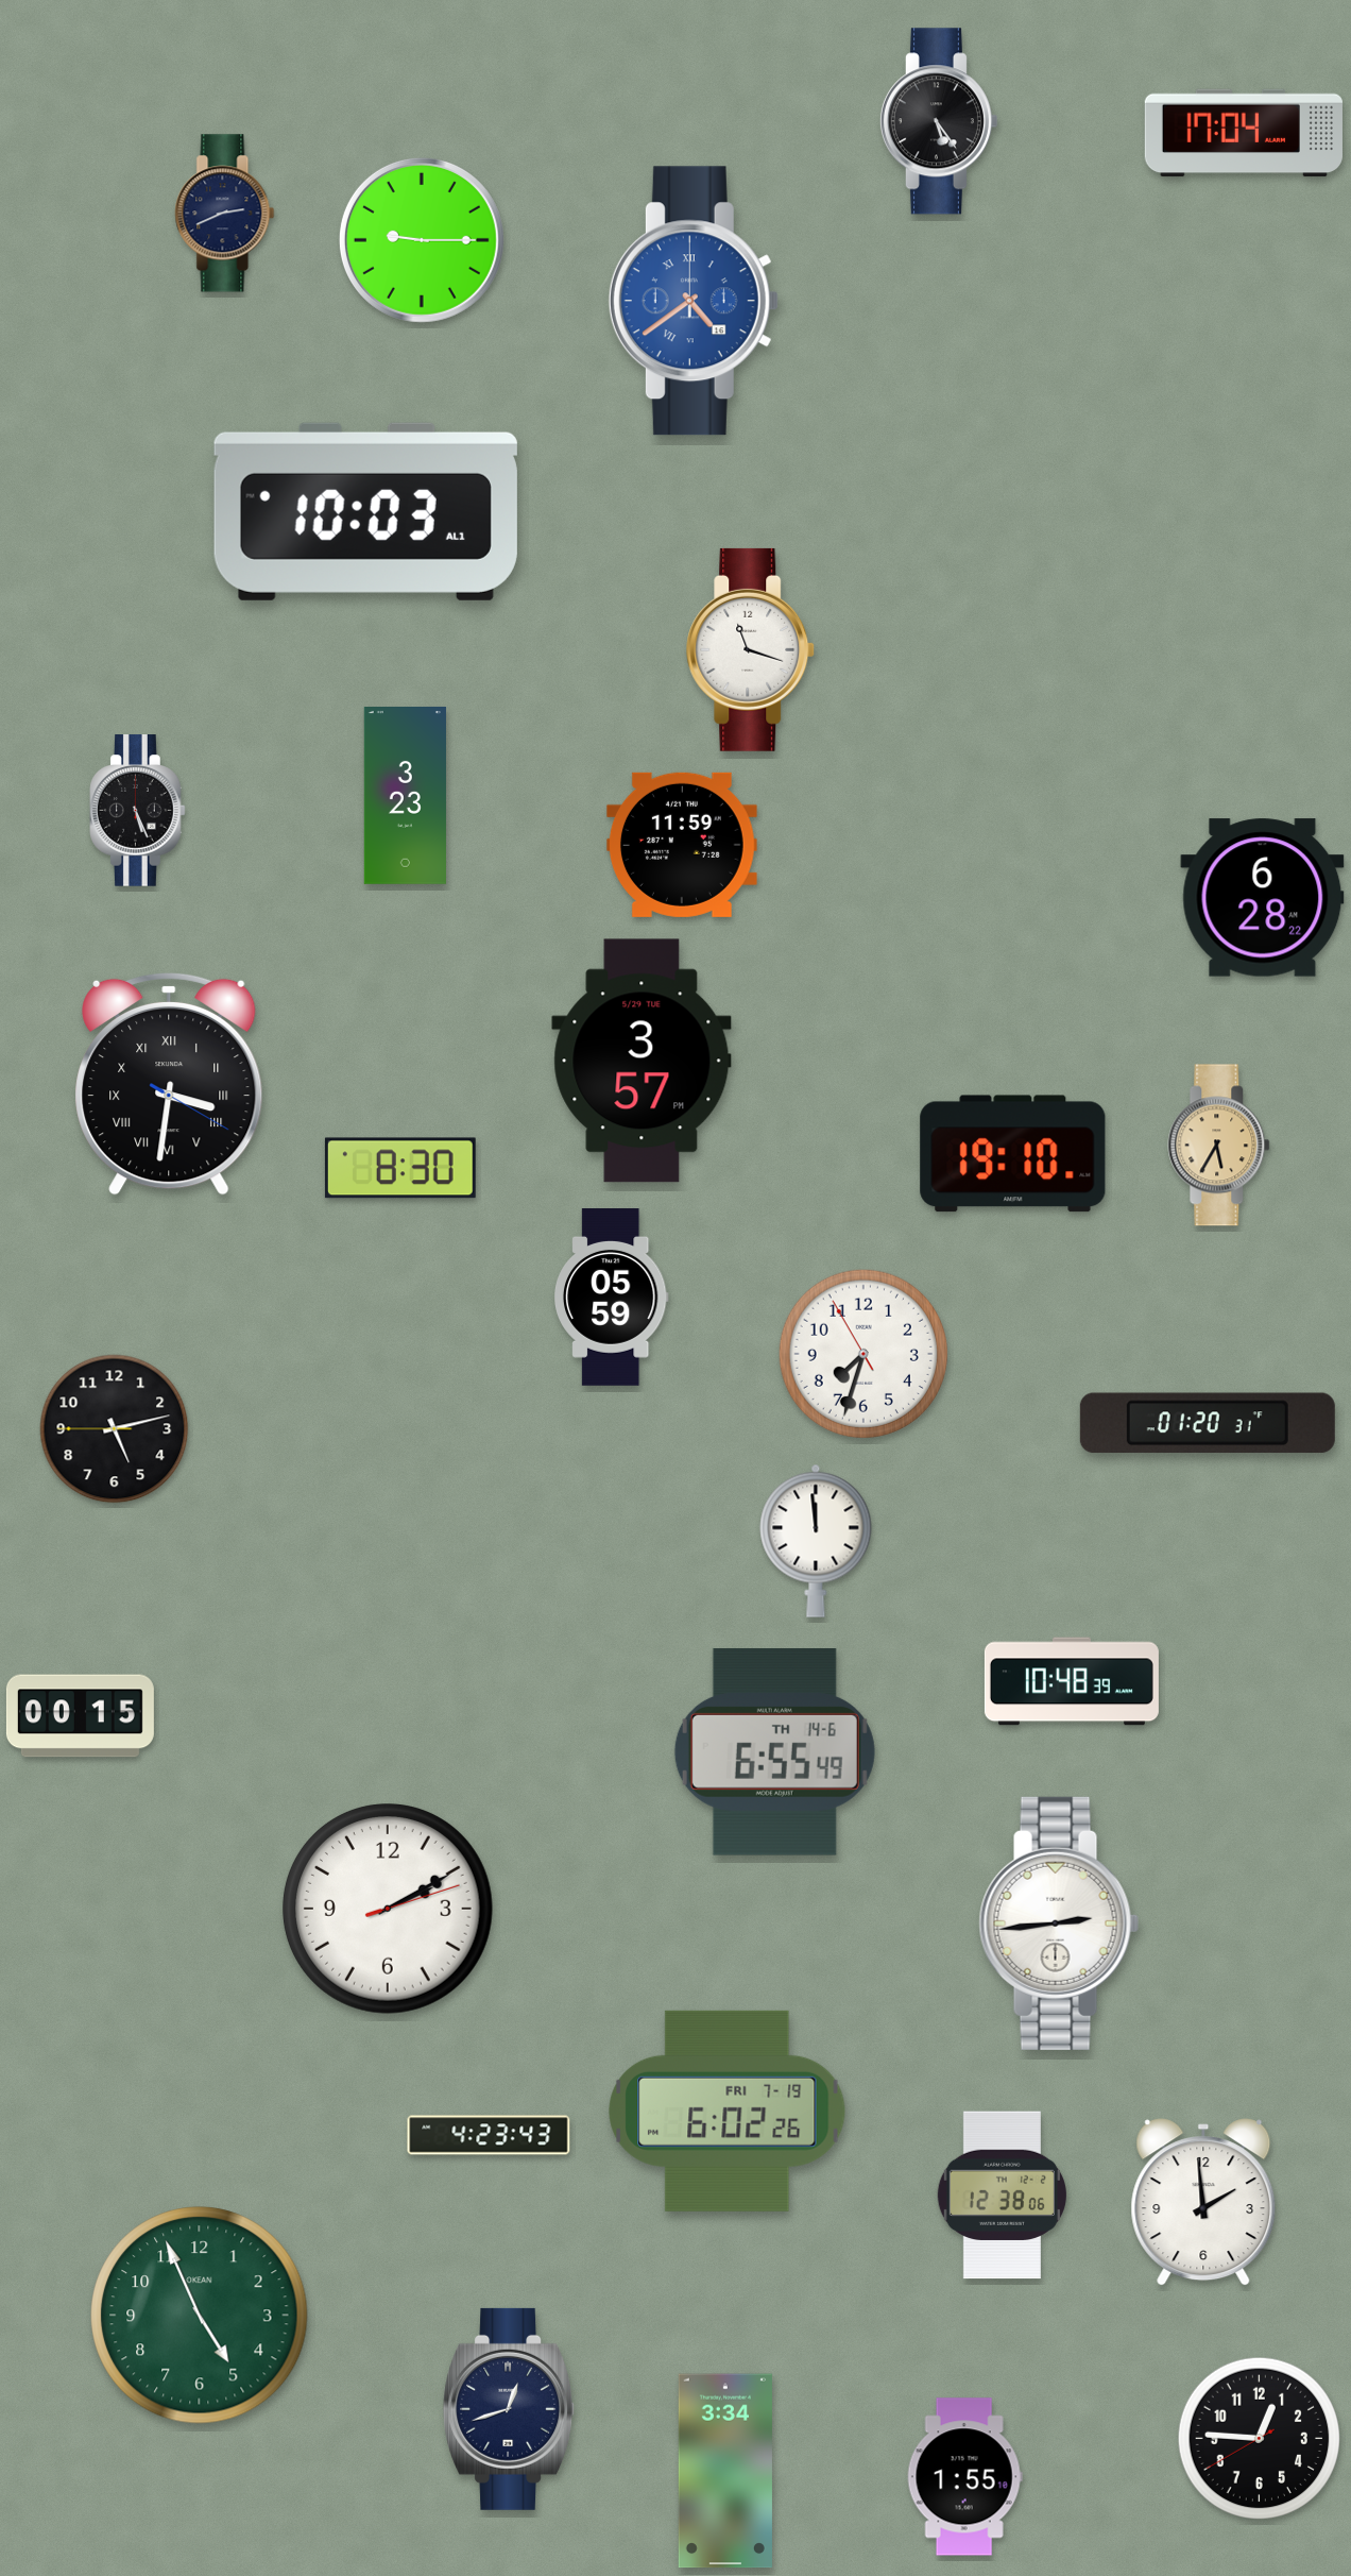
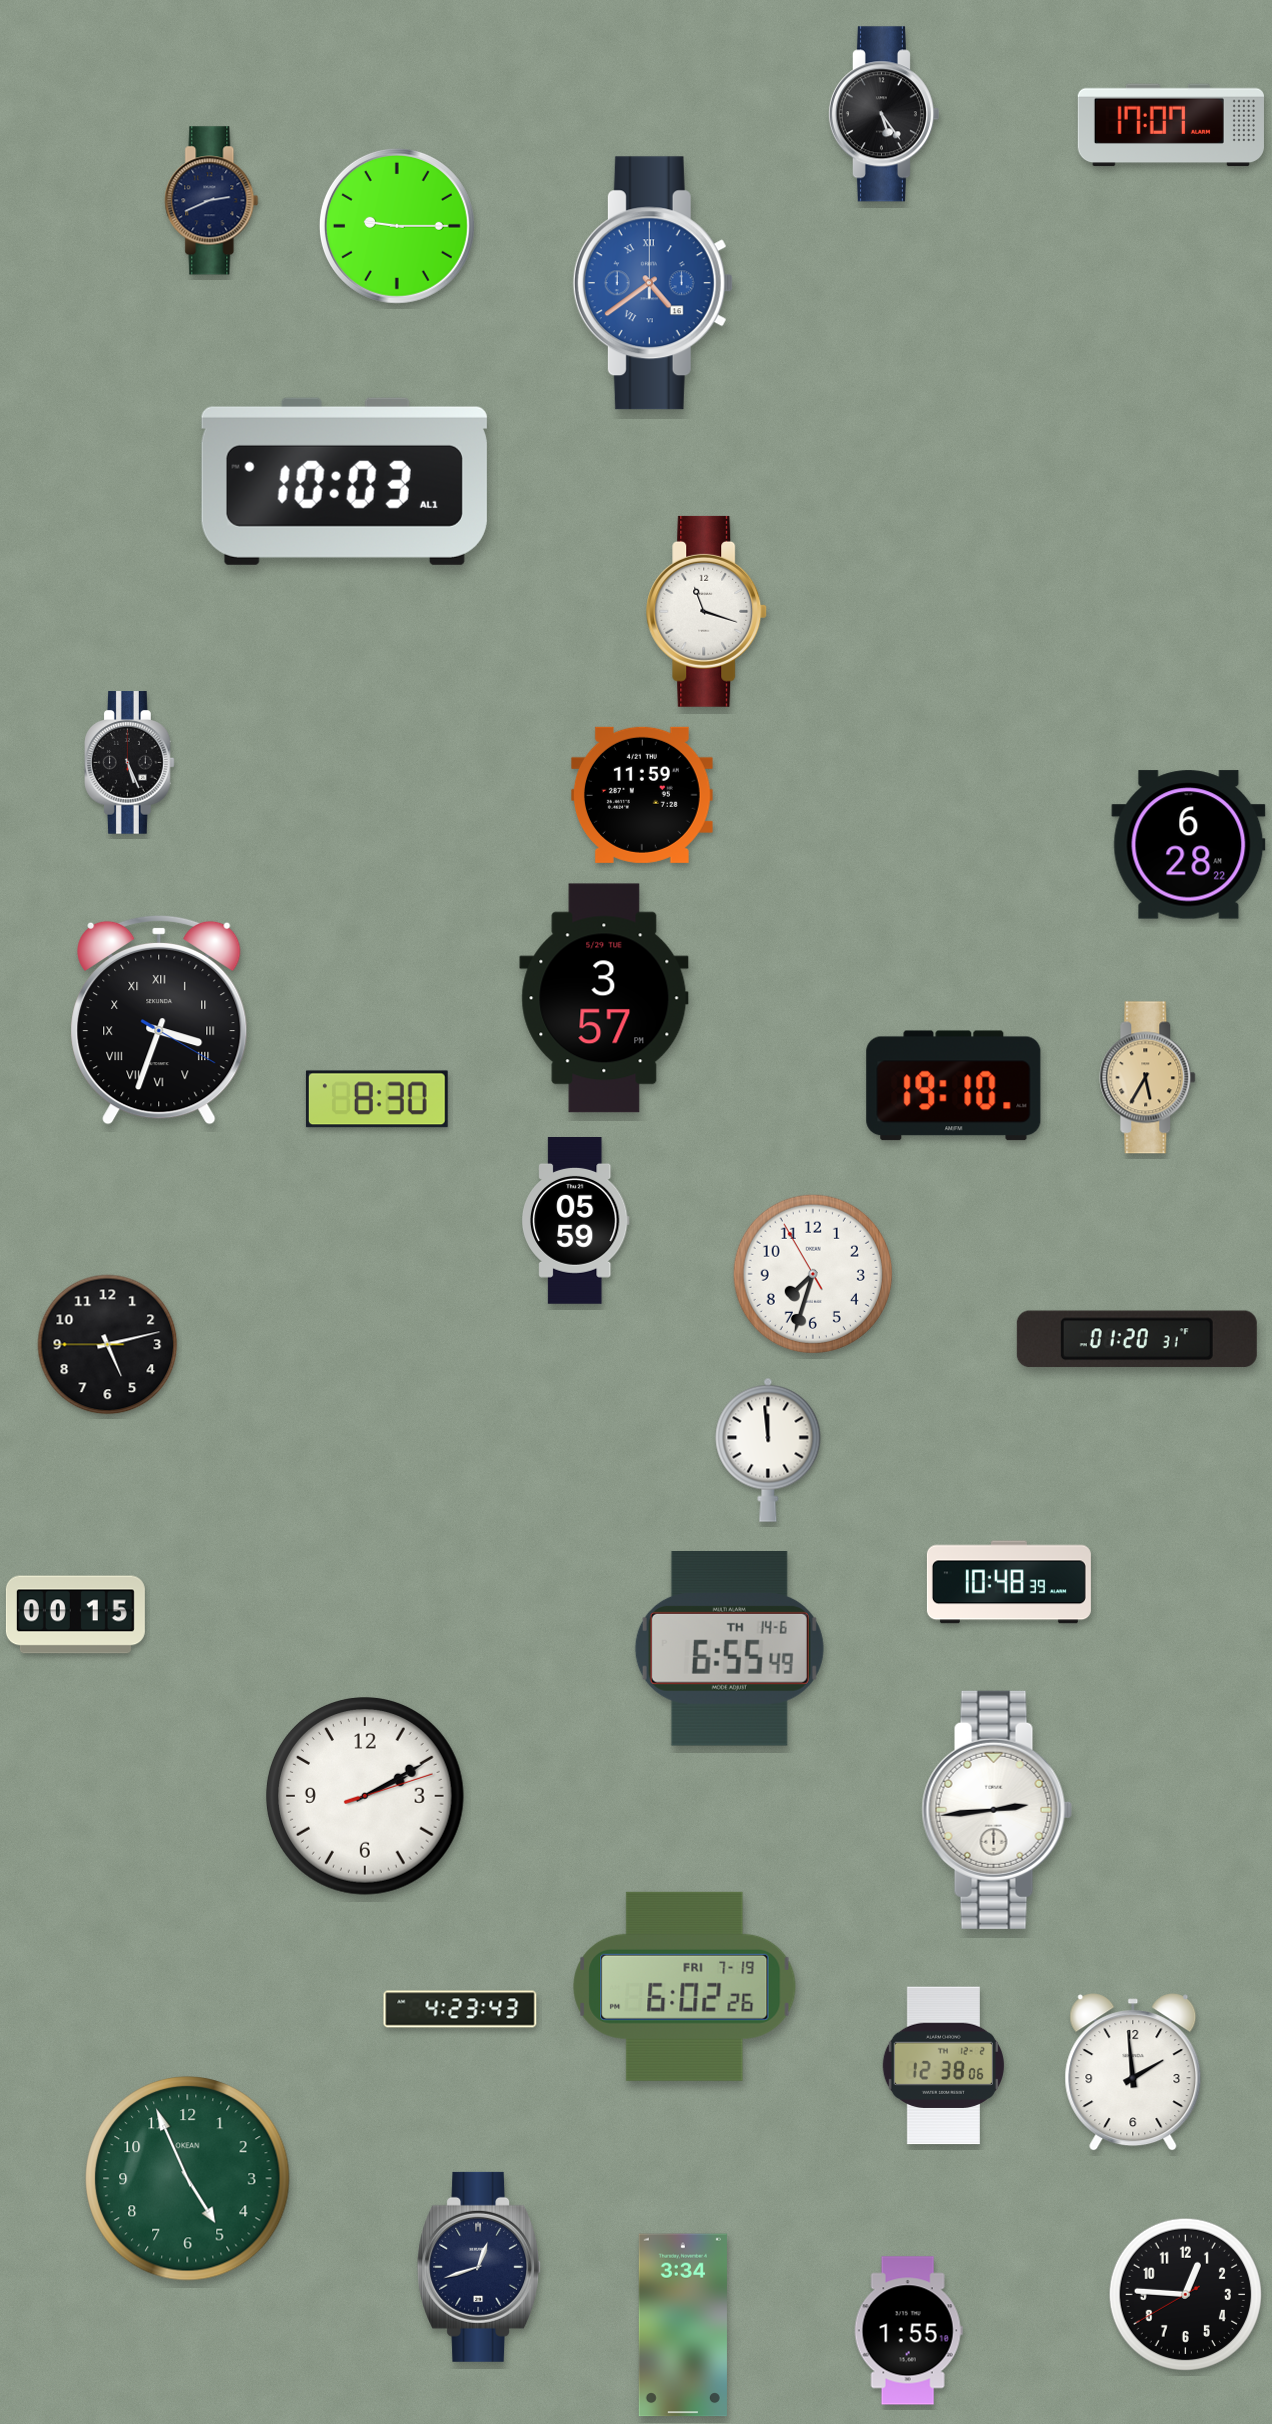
clock at (1244, 133): 17:04 -> 17:07
clock at (405, 796): 3:23 -> none
clock at (169, 1084): 3:31 -> 3:33
